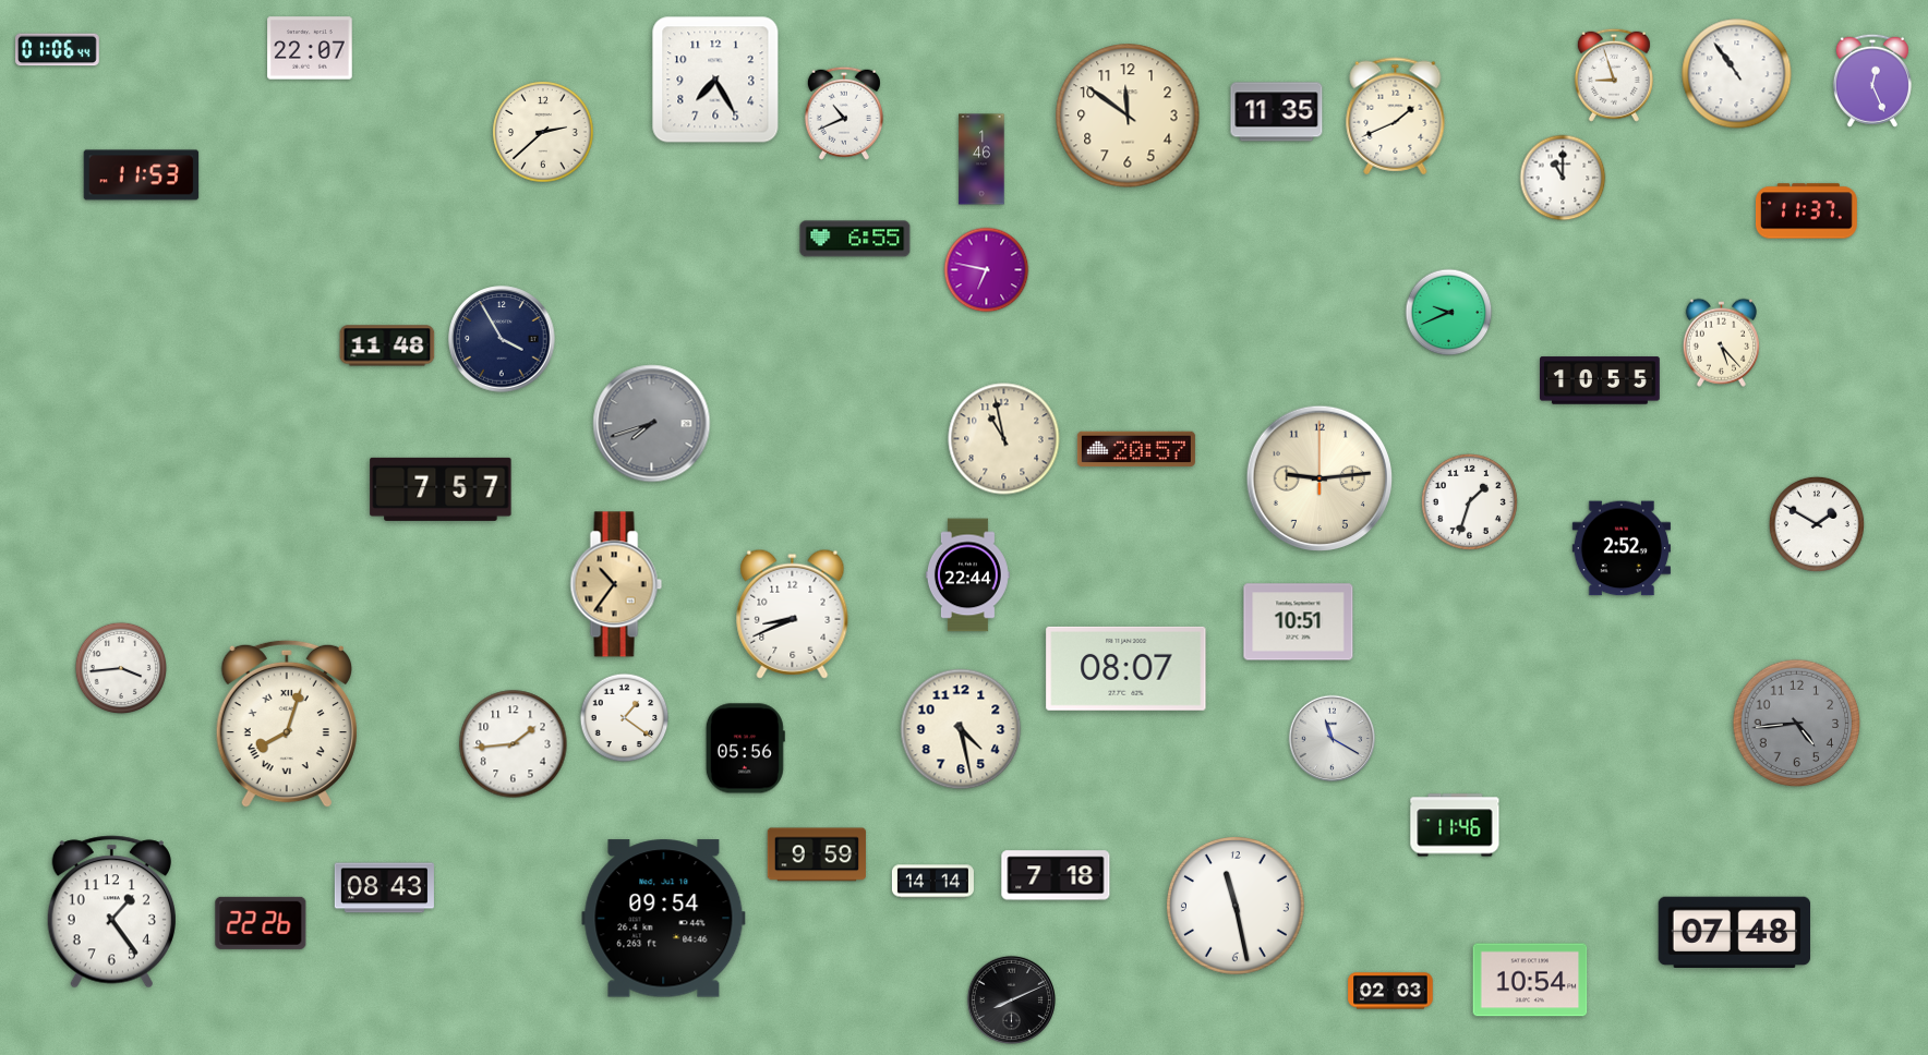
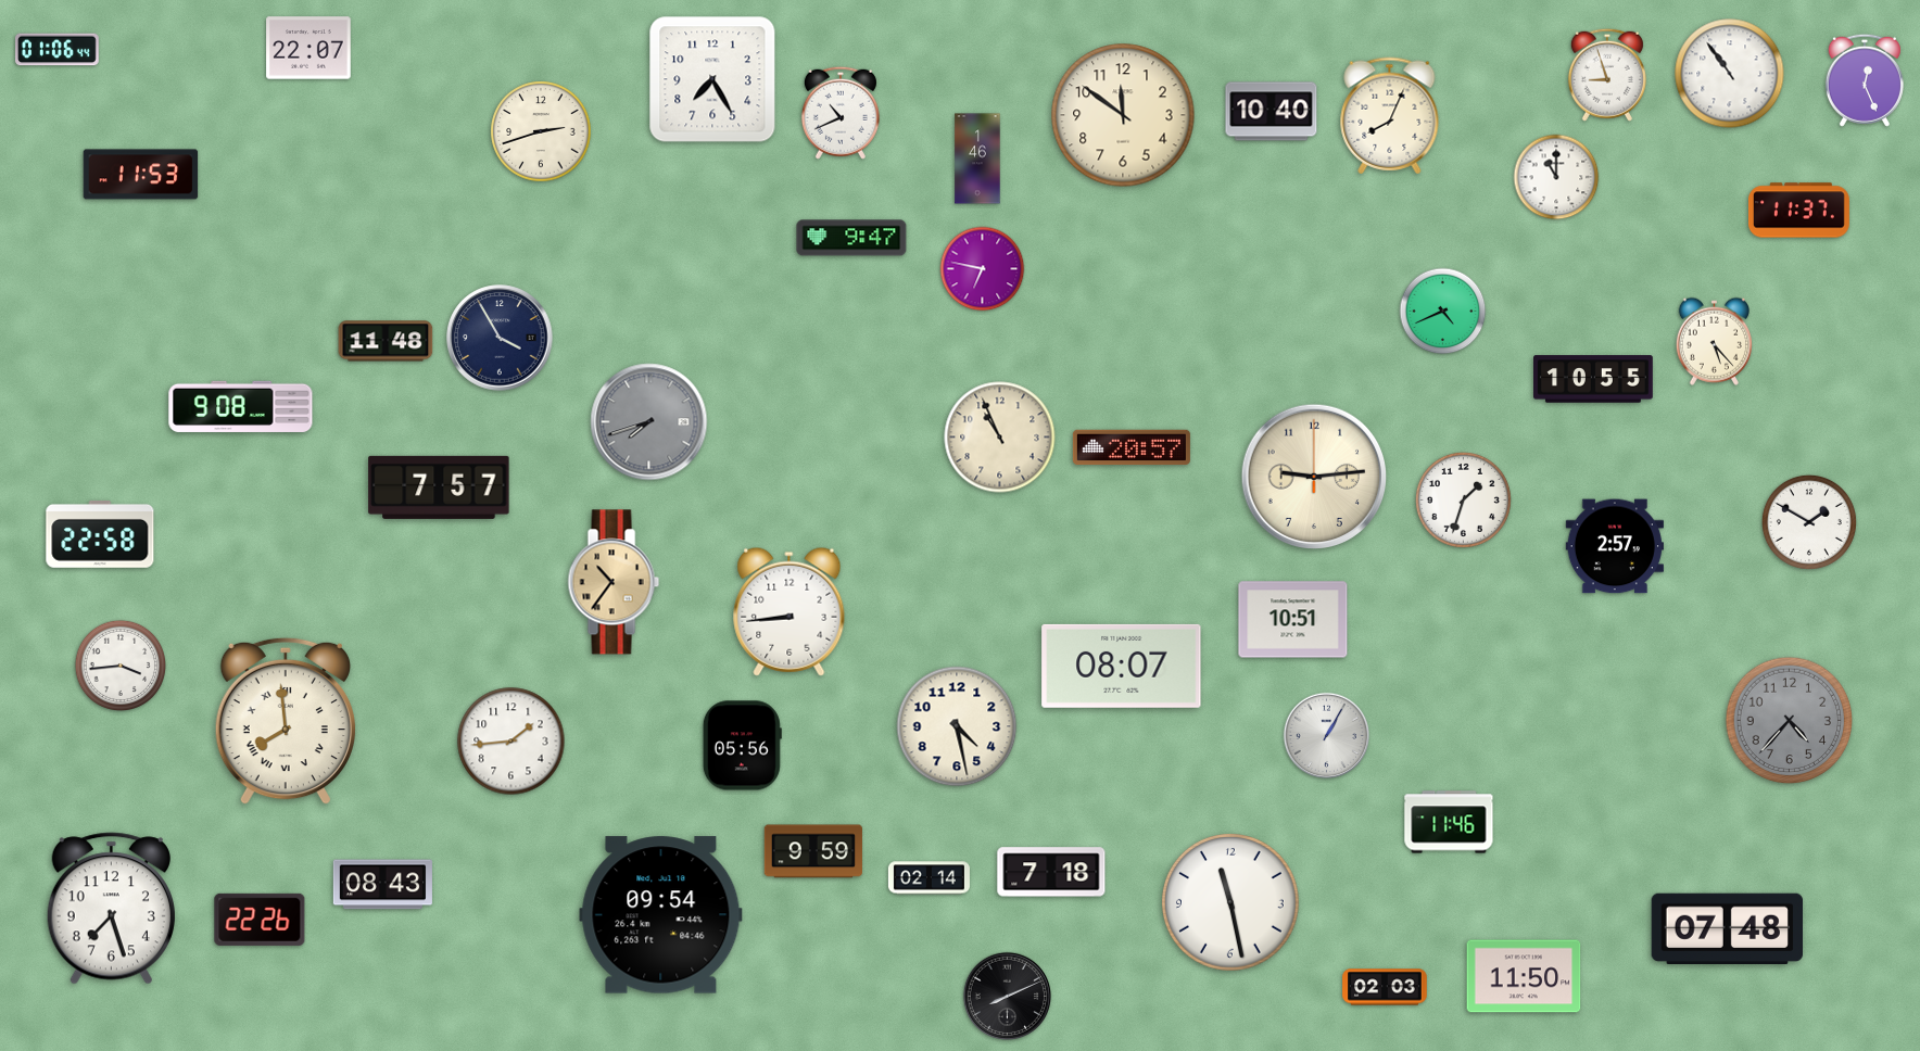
clock at (1277, 112): 11:35 -> 10:40
clock at (1396, 117): 1:41 -> 8:04
clock at (543, 132): 2:38 -> 2:42
clock at (855, 239): 6:55 -> 9:47
clock at (1449, 313): 9:41 -> 4:41
clock at (387, 345) position: (387, 345) -> (386, 341)
clock at (241, 406): none -> 9:08
clock at (1004, 439): 10:58 -> 10:56
clock at (100, 534): none -> 22:58
clock at (1622, 548): 2:52 -> 2:57
clock at (967, 575): 22:44 -> none
clock at (793, 614): 8:41 -> 8:44
clock at (625, 718): 1:21 -> none
clock at (287, 724): 8:03 -> 7:59
clock at (1797, 724): 4:44 -> 4:37
clock at (1333, 739): 11:20 -> 1:05
clock at (932, 882): 14:14 -> 02:14
clock at (111, 912): 1:24 -> 7:27
clock at (1530, 980): 10:54 -> 11:50
